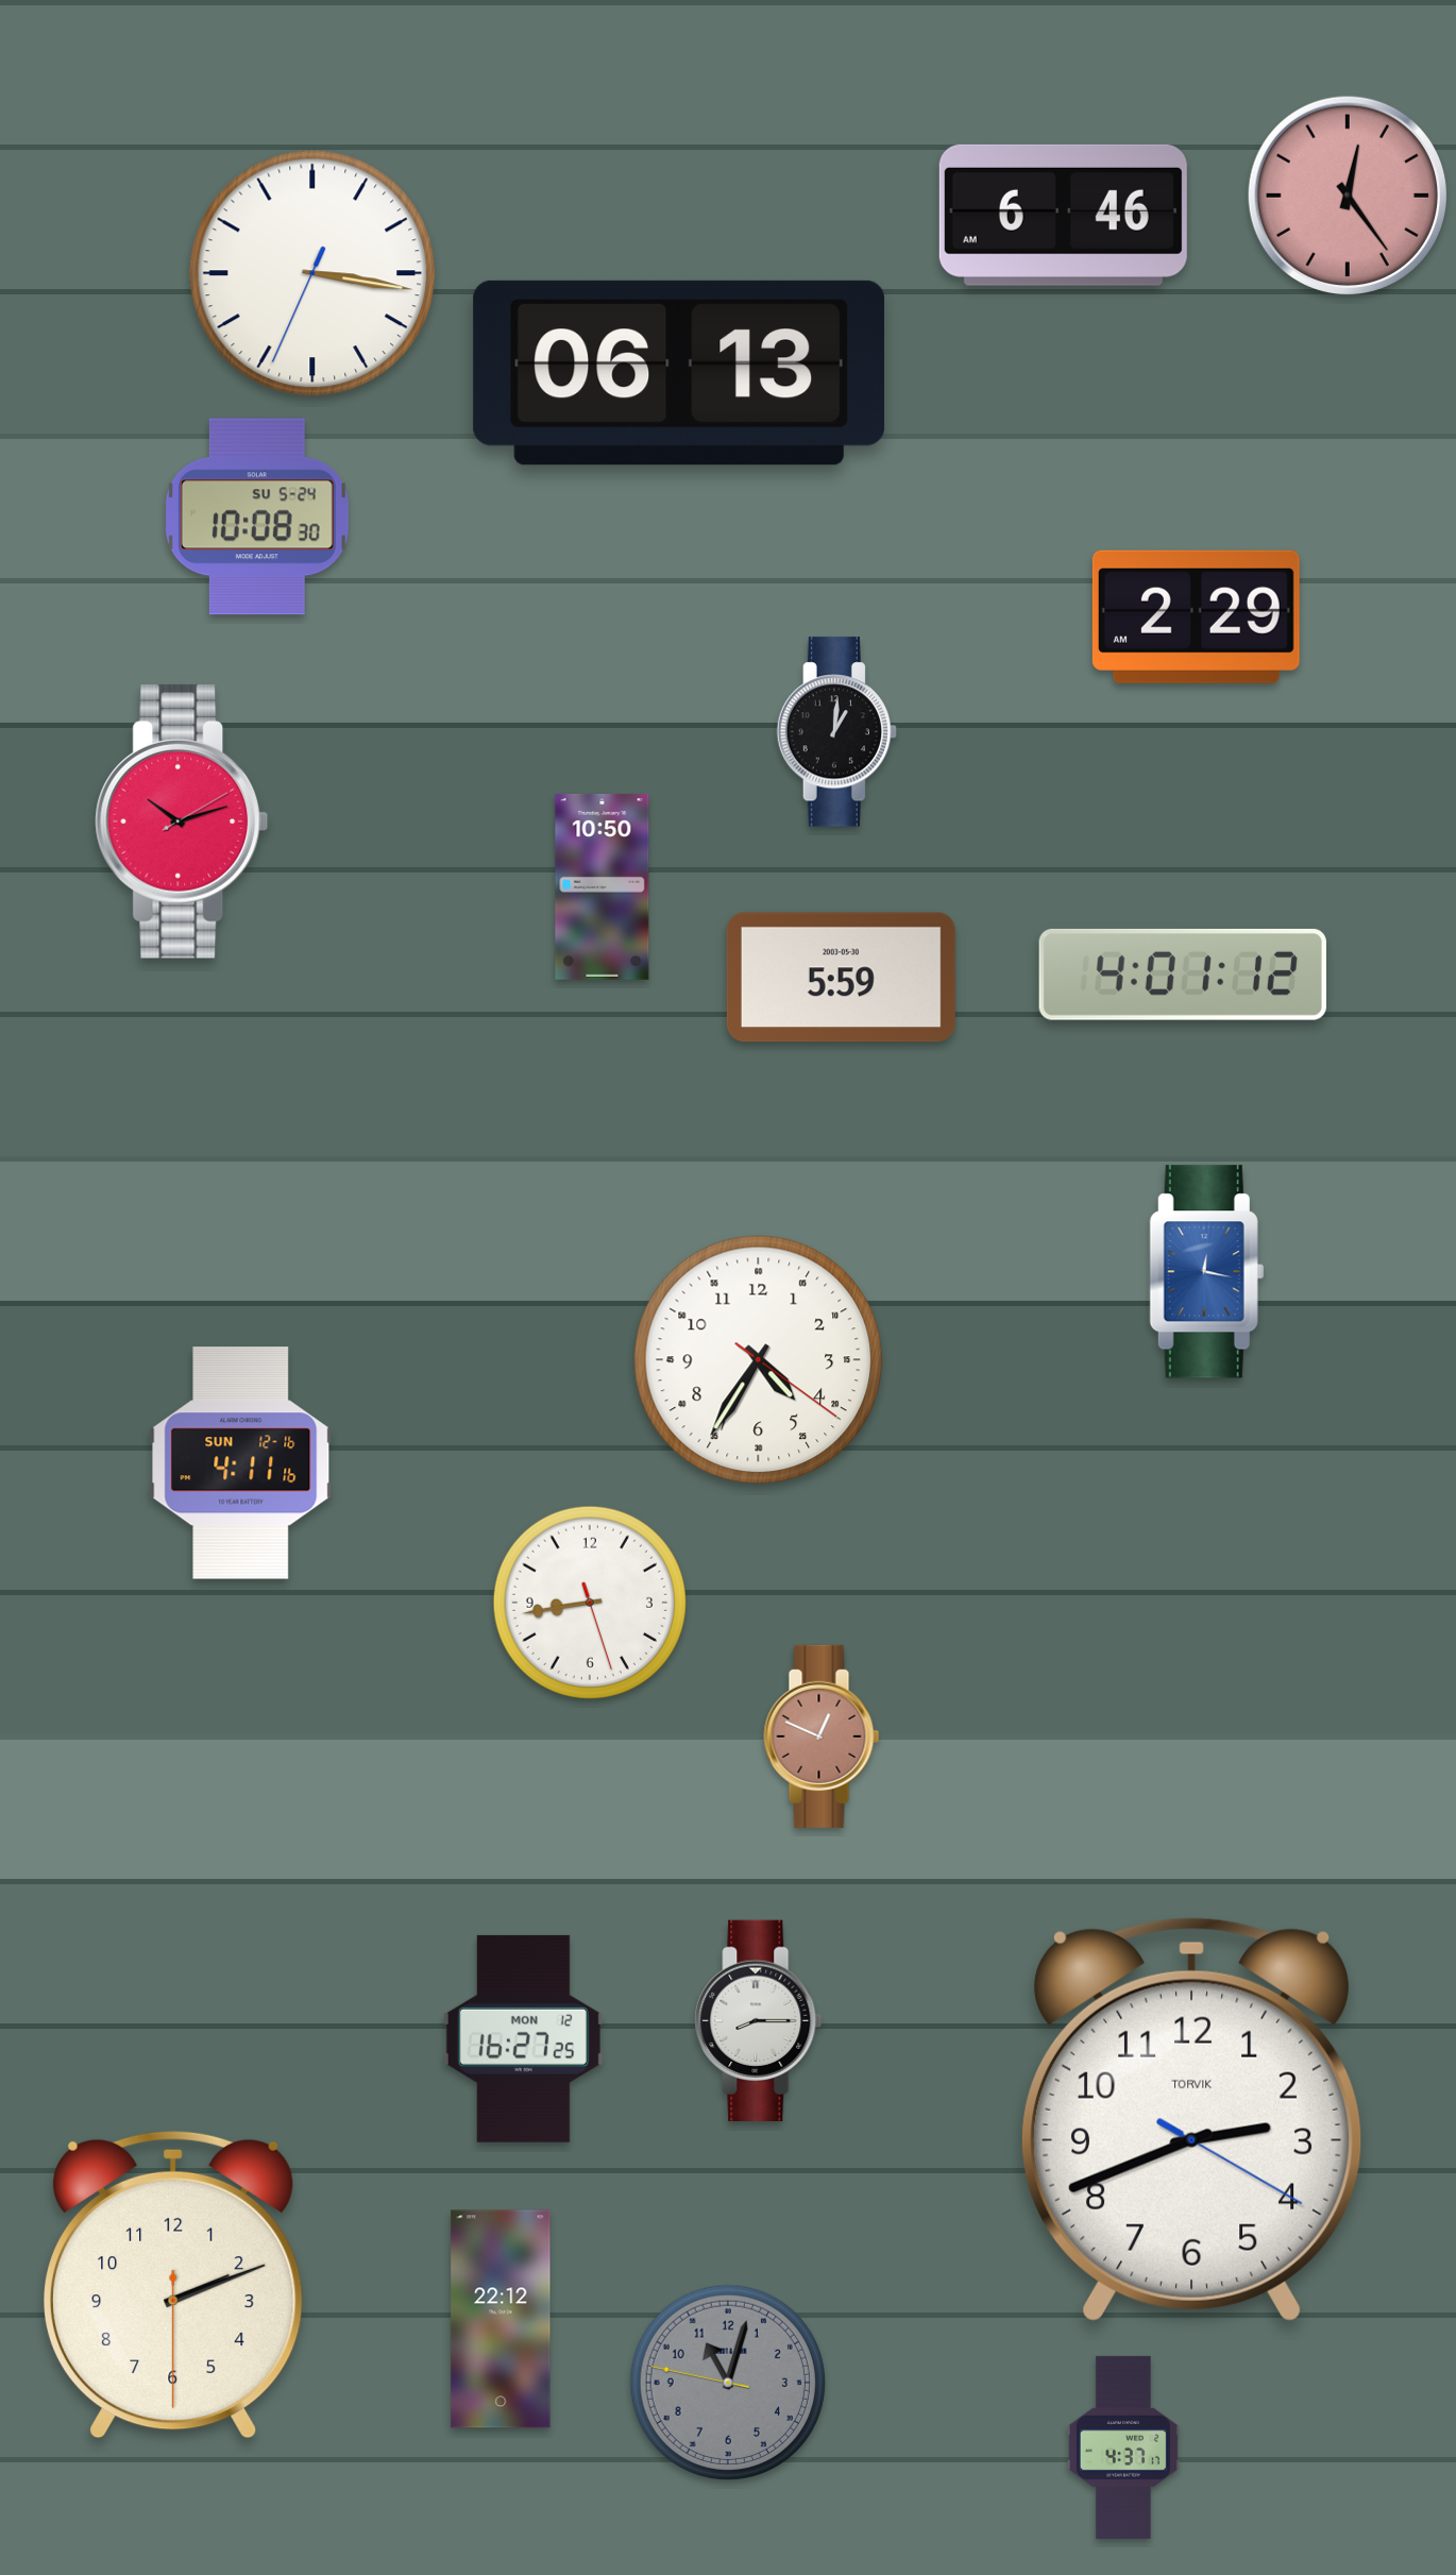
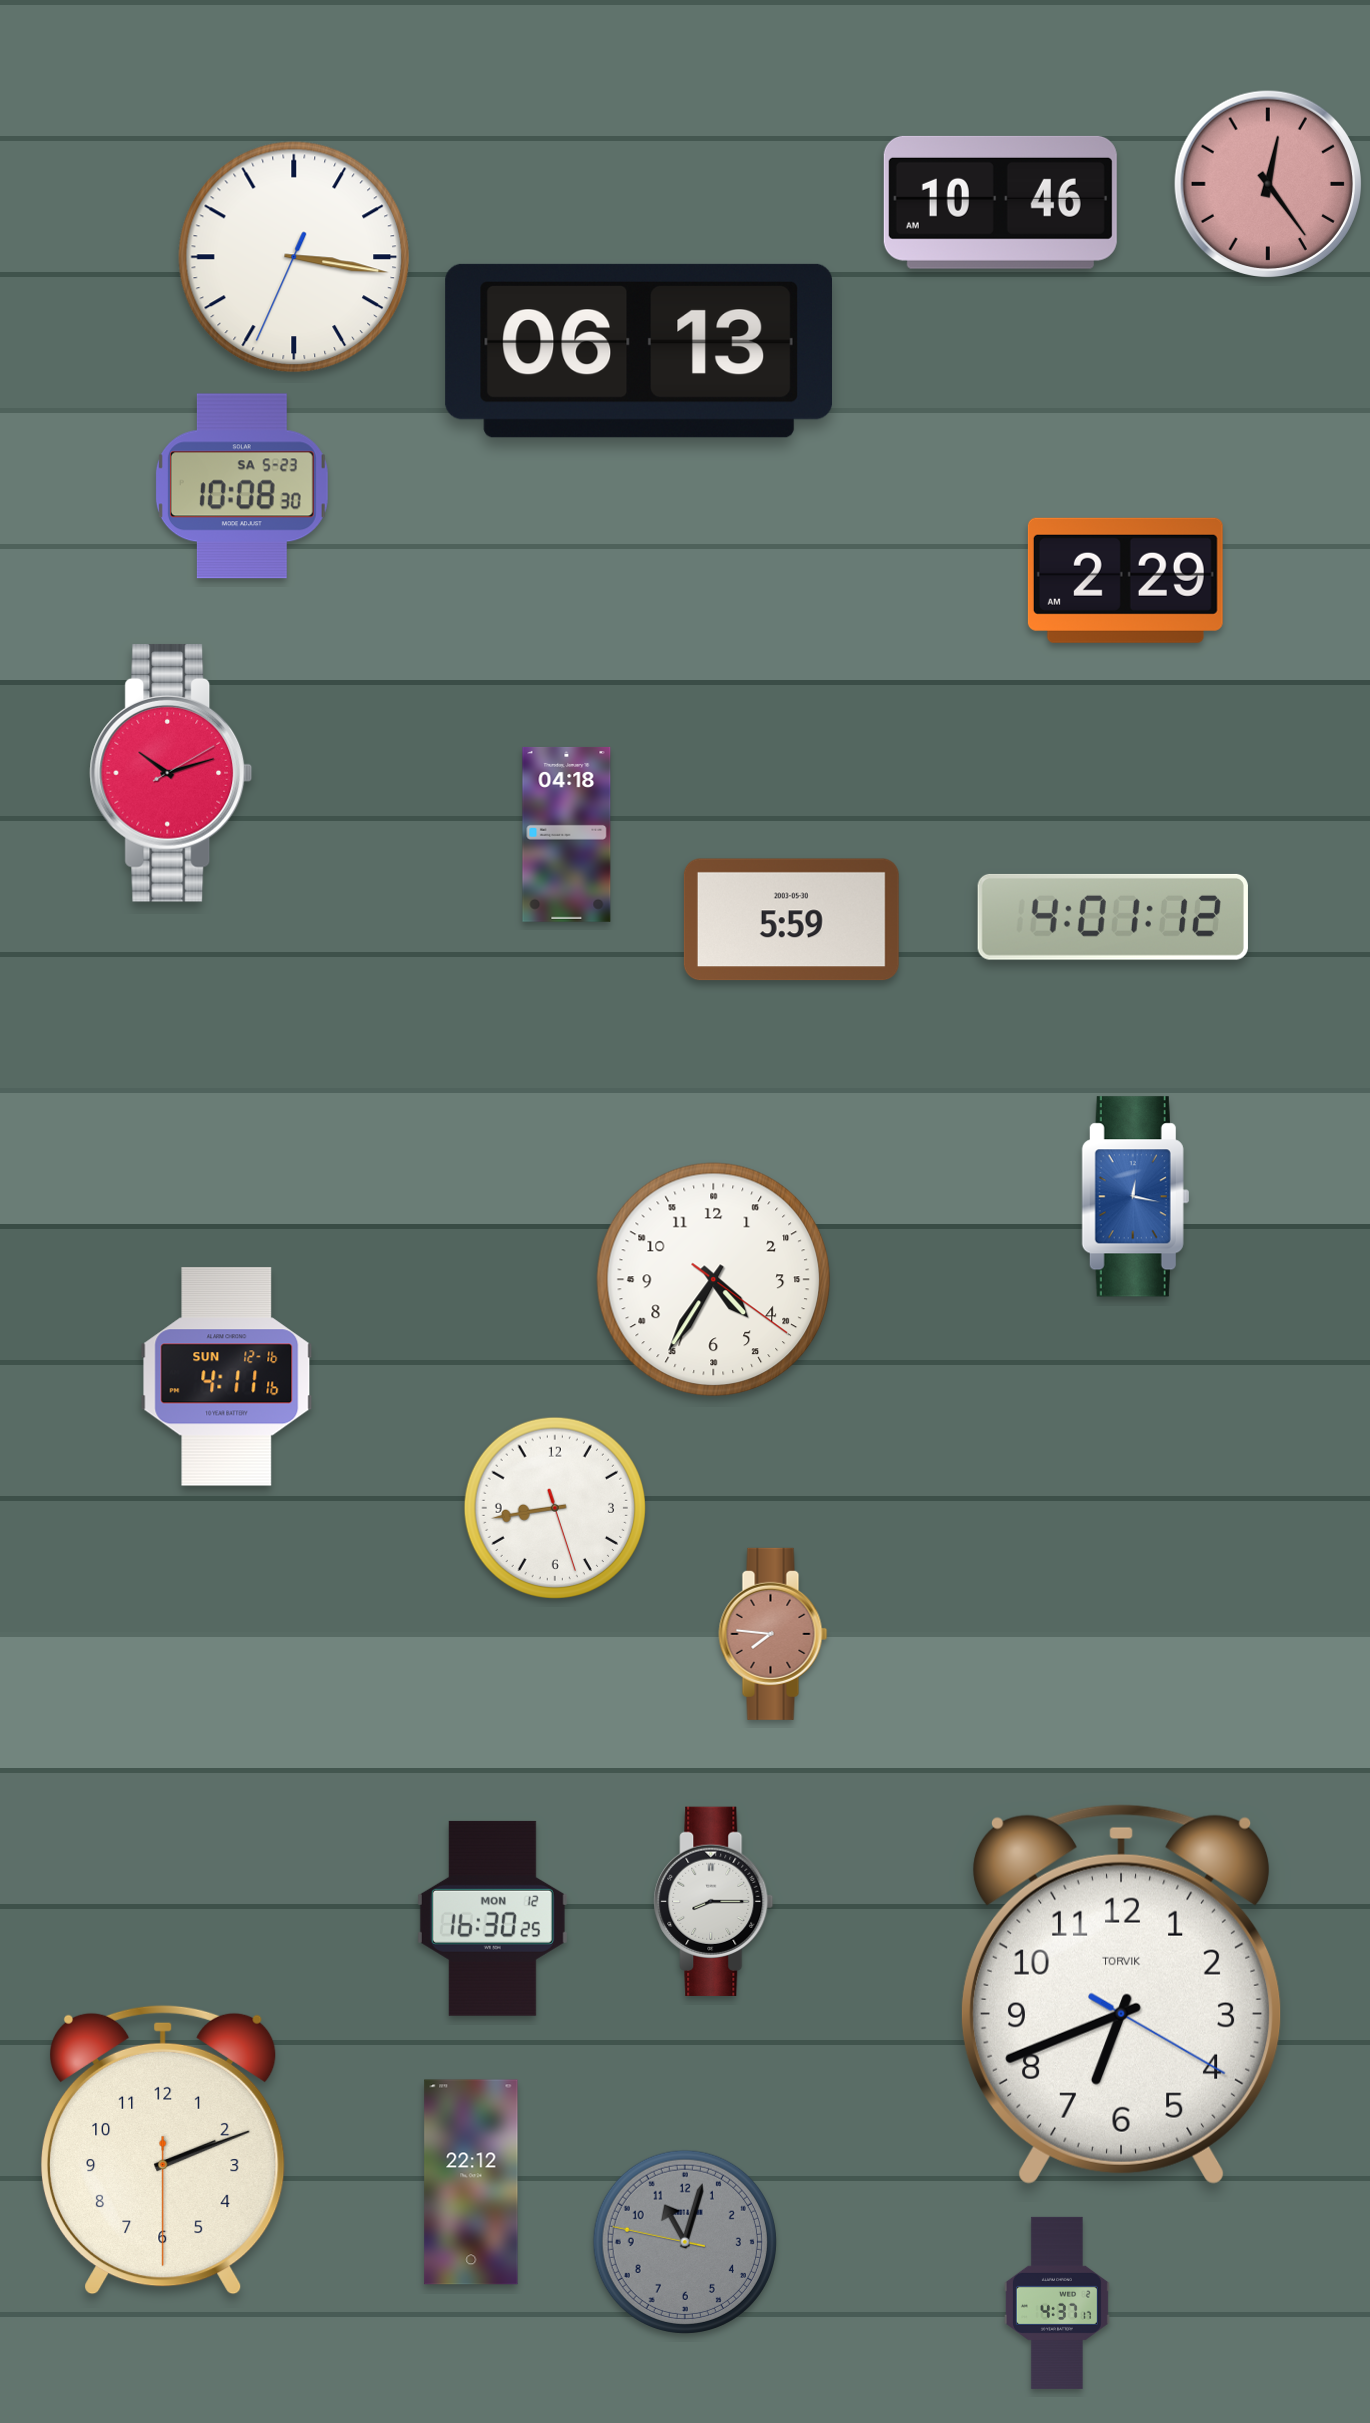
clock at (1063, 215): 6:46 -> 10:46
clock at (257, 516) date: SU 5-24 -> SA 5-23
clock at (837, 732): 1:01 -> none
clock at (603, 886): 10:50 -> 04:18
clock at (822, 1737): 12:49 -> 7:46
clock at (523, 2038): 16:27 -> 16:30
clock at (1191, 2119): 2:41 -> 6:41
